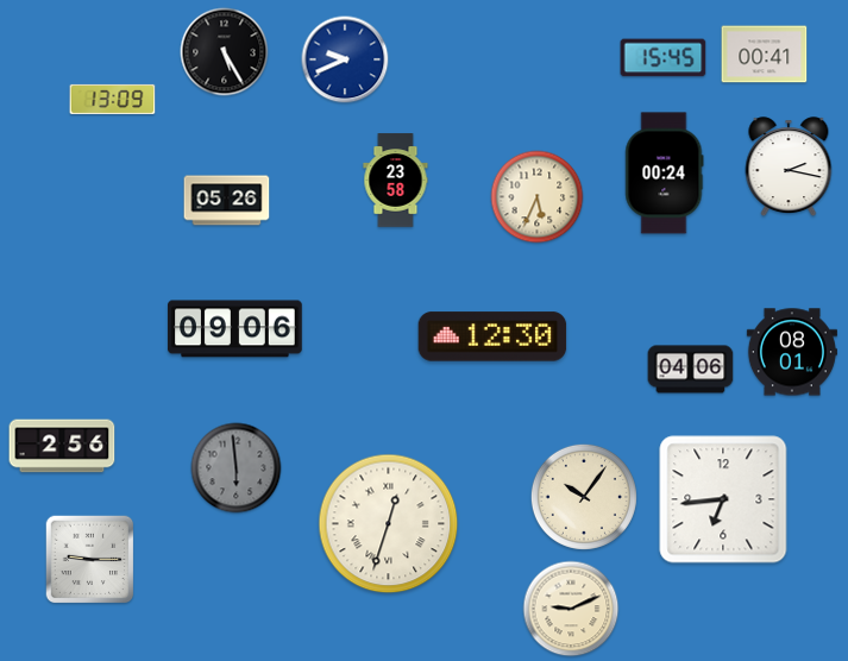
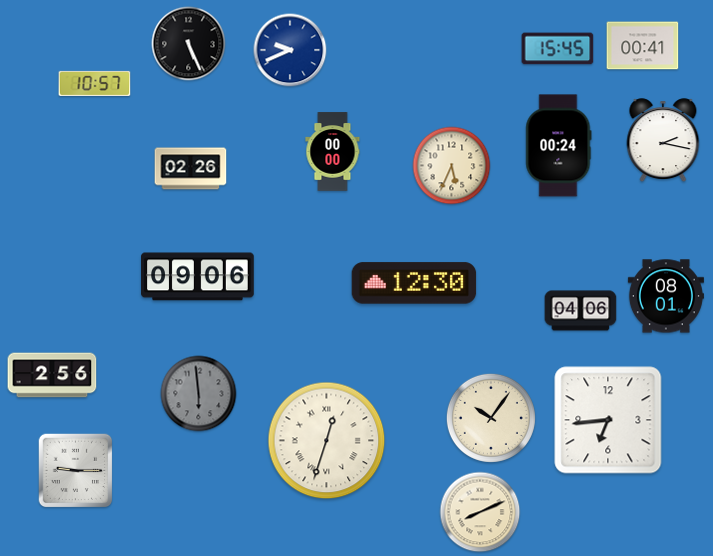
clock at (225, 52): 5:25 -> 5:26
clock at (113, 99): 13:09 -> 10:57
clock at (396, 181): 23:58 -> 00:00
clock at (227, 201): 05:26 -> 02:26
clock at (571, 609): 9:11 -> 8:11
